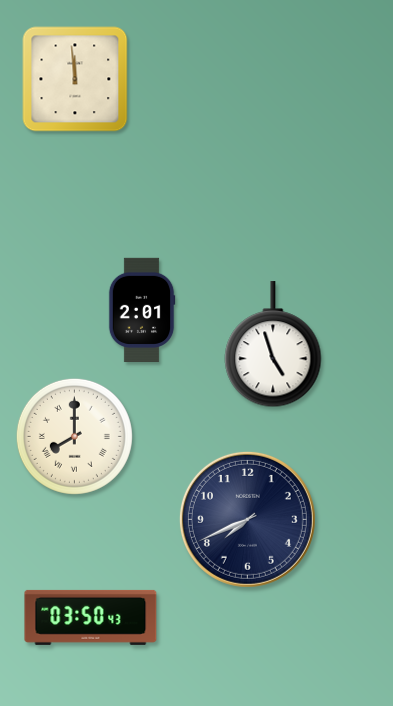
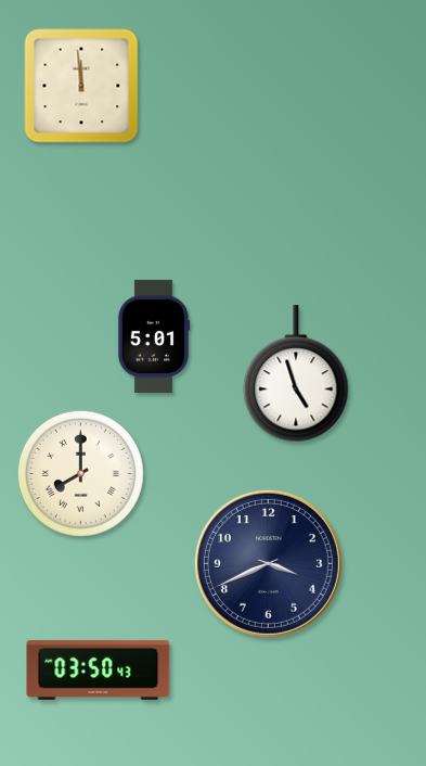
clock at (142, 310): 2:01 -> 5:01
clock at (247, 519): 7:41 -> 3:41
